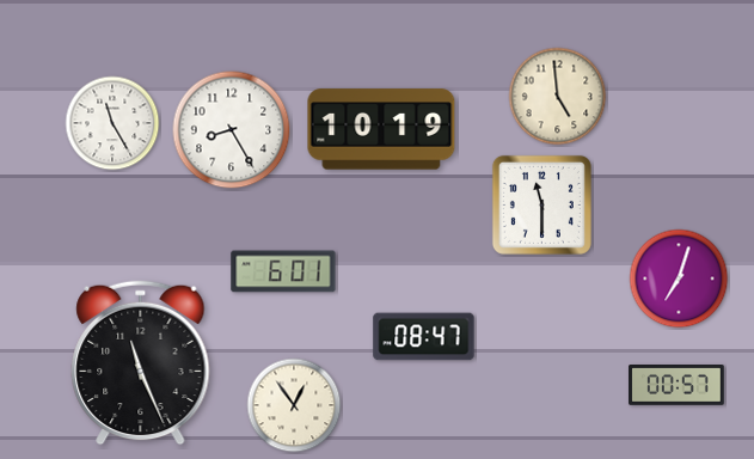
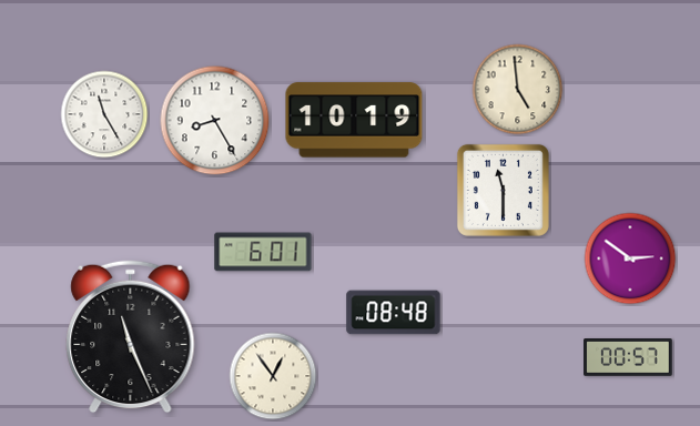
clock at (679, 279): 7:03 -> 2:51
clock at (424, 337): 08:47 -> 08:48
